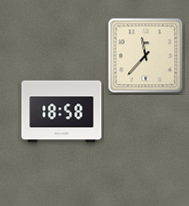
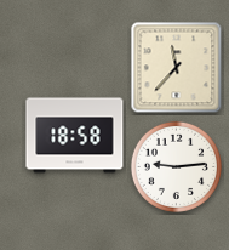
clock at (176, 166): none -> 9:14
